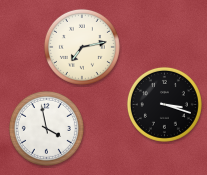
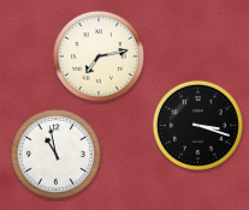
clock at (46, 128): 3:58 -> 10:58
